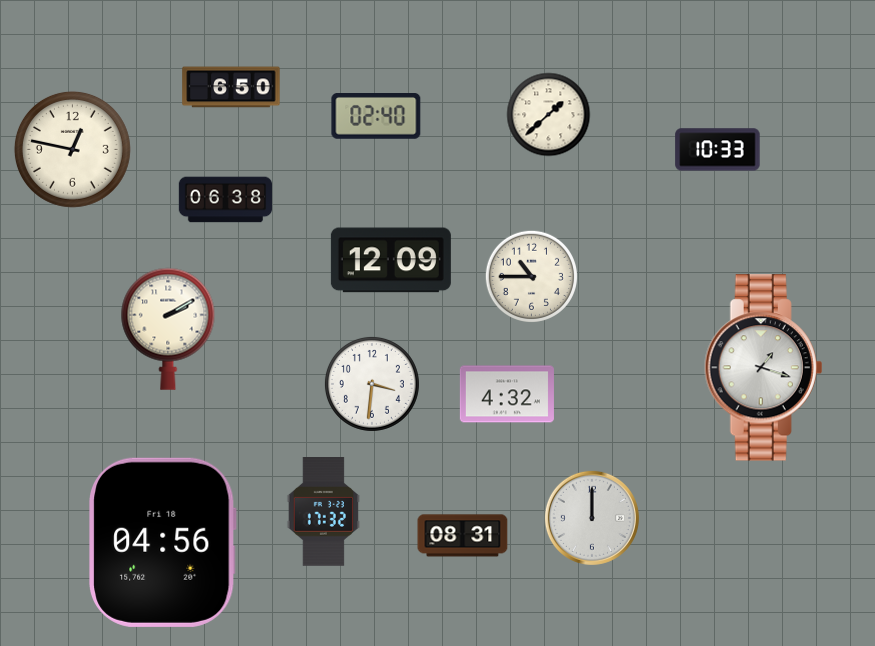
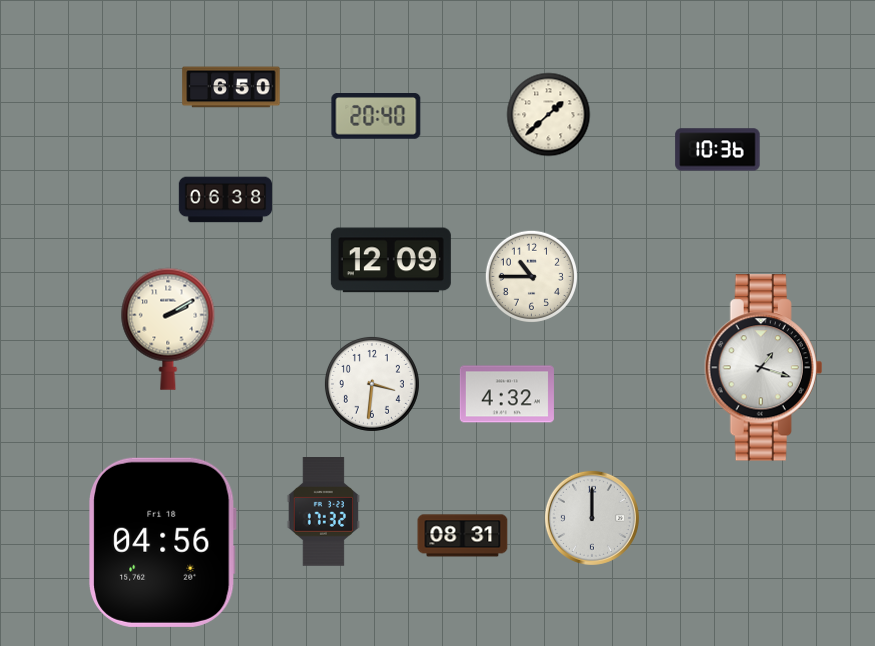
clock at (376, 117): 02:40 -> 20:40
clock at (72, 149): 12:47 -> none
clock at (718, 150): 10:33 -> 10:36
